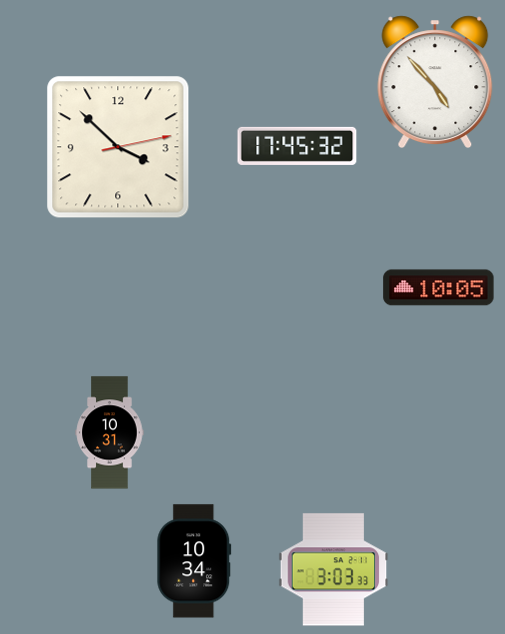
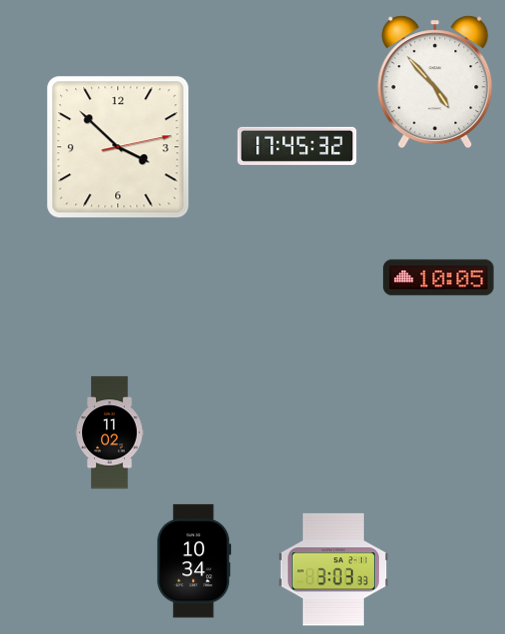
clock at (439, 288) position: (439, 288) -> (439, 278)
clock at (110, 433): 10:31 -> 11:02
